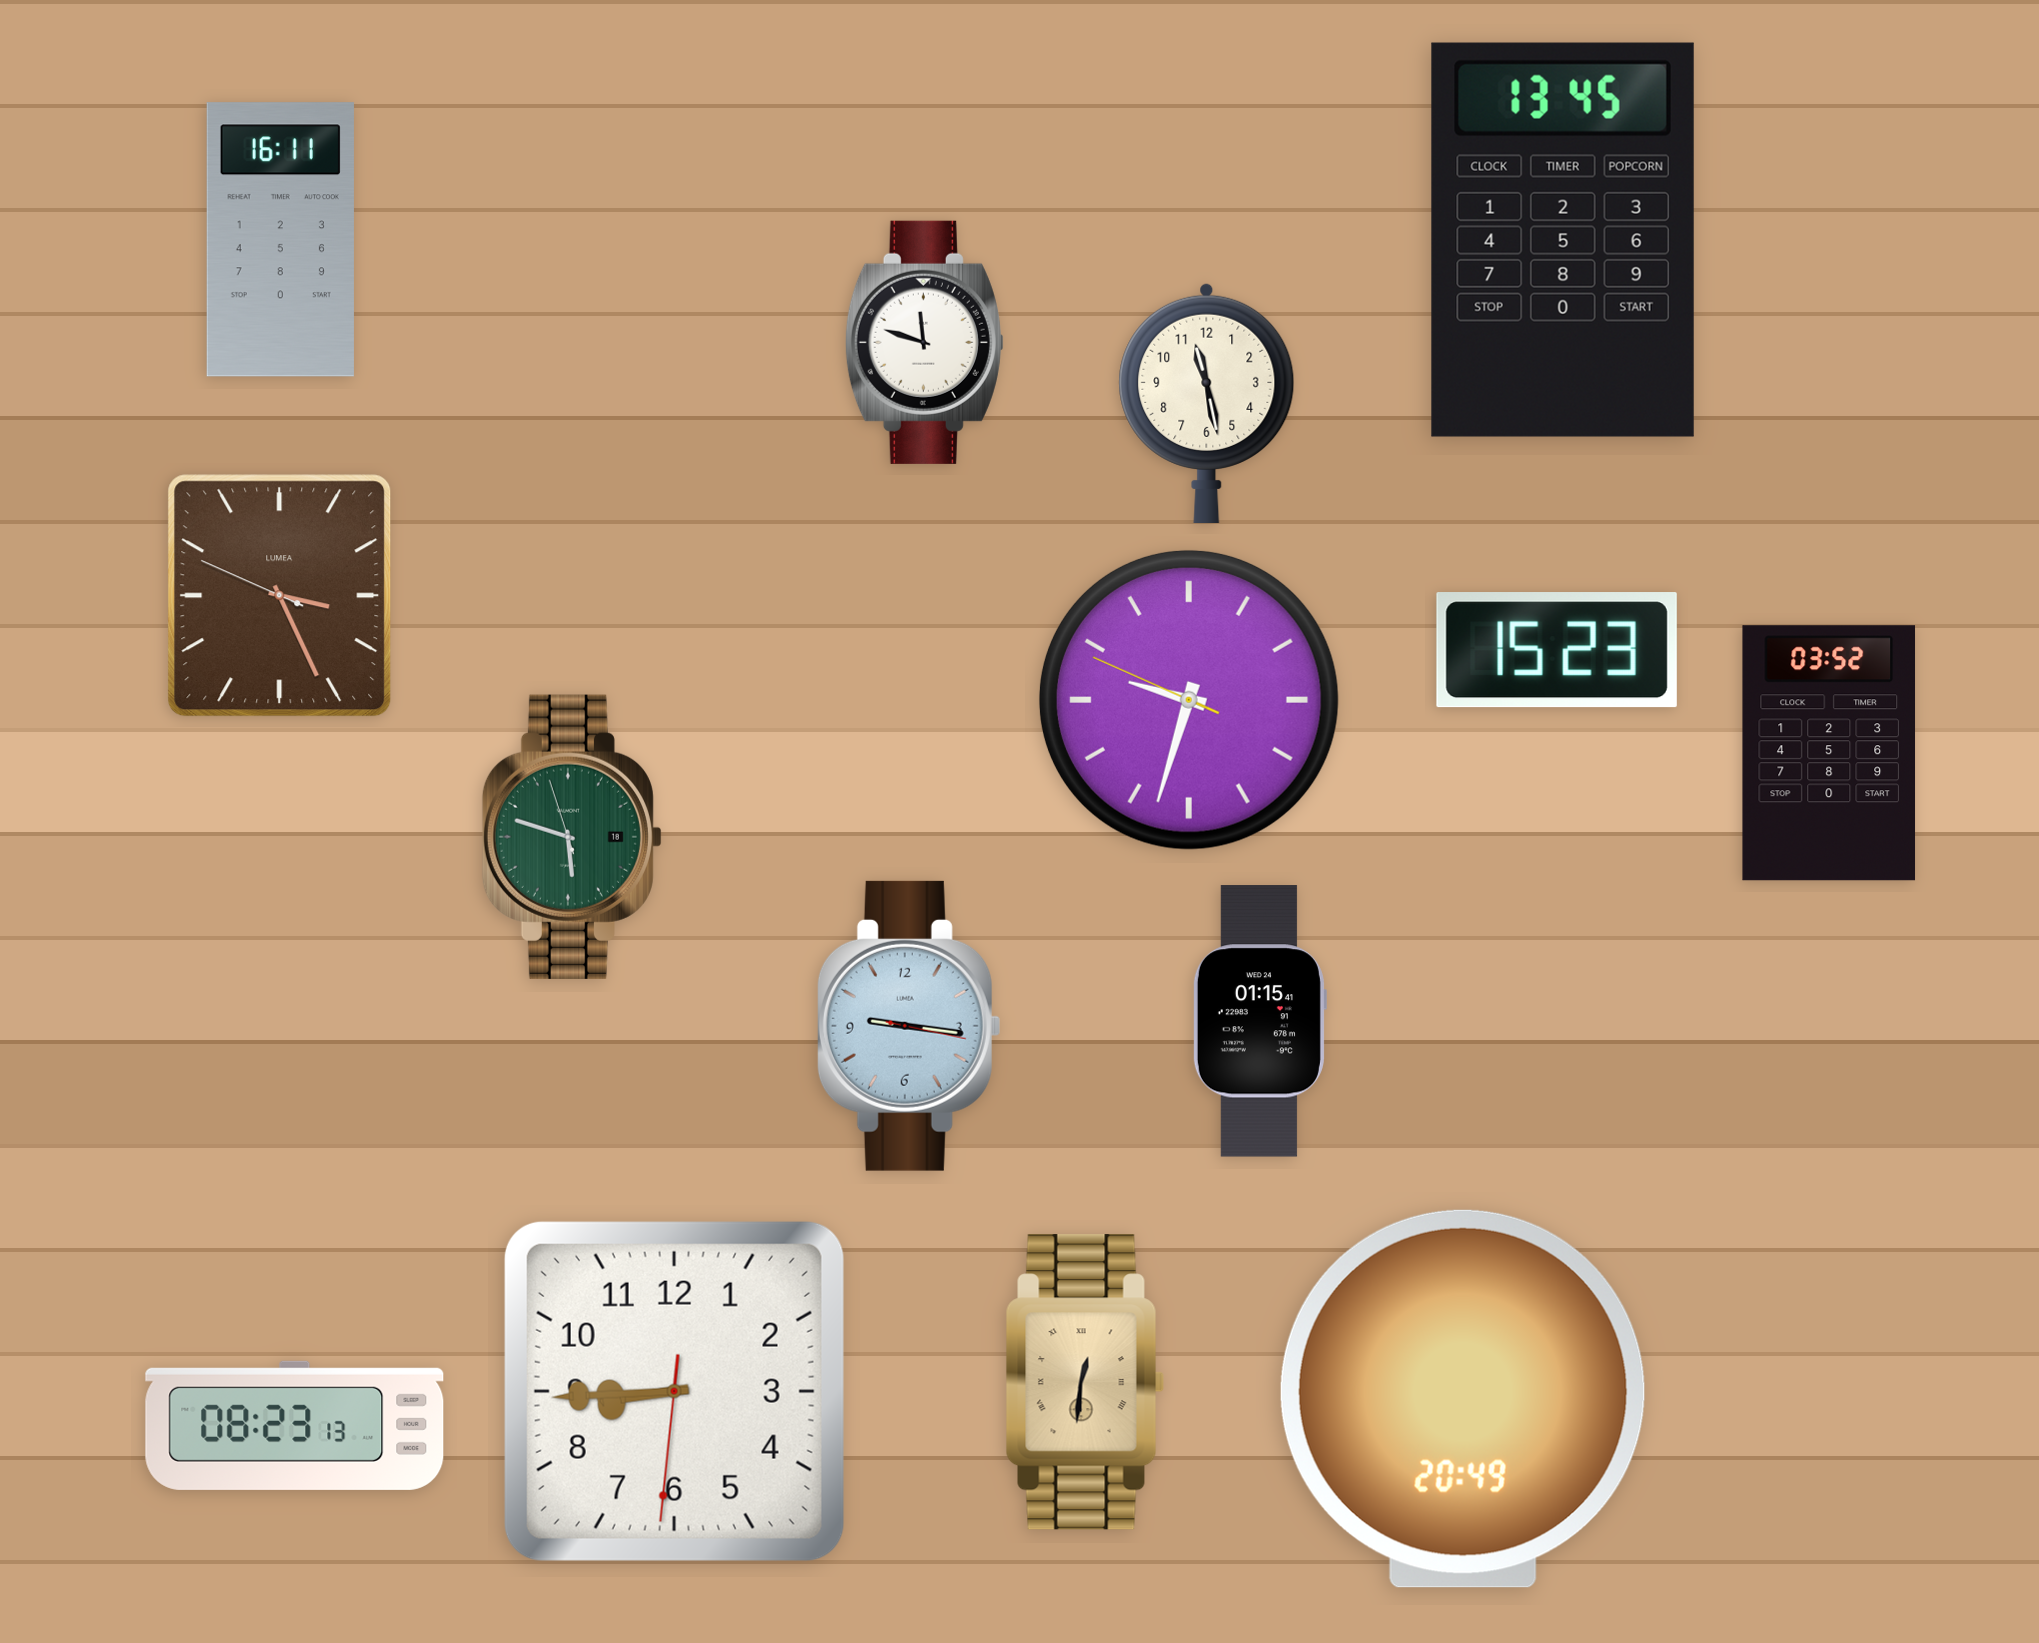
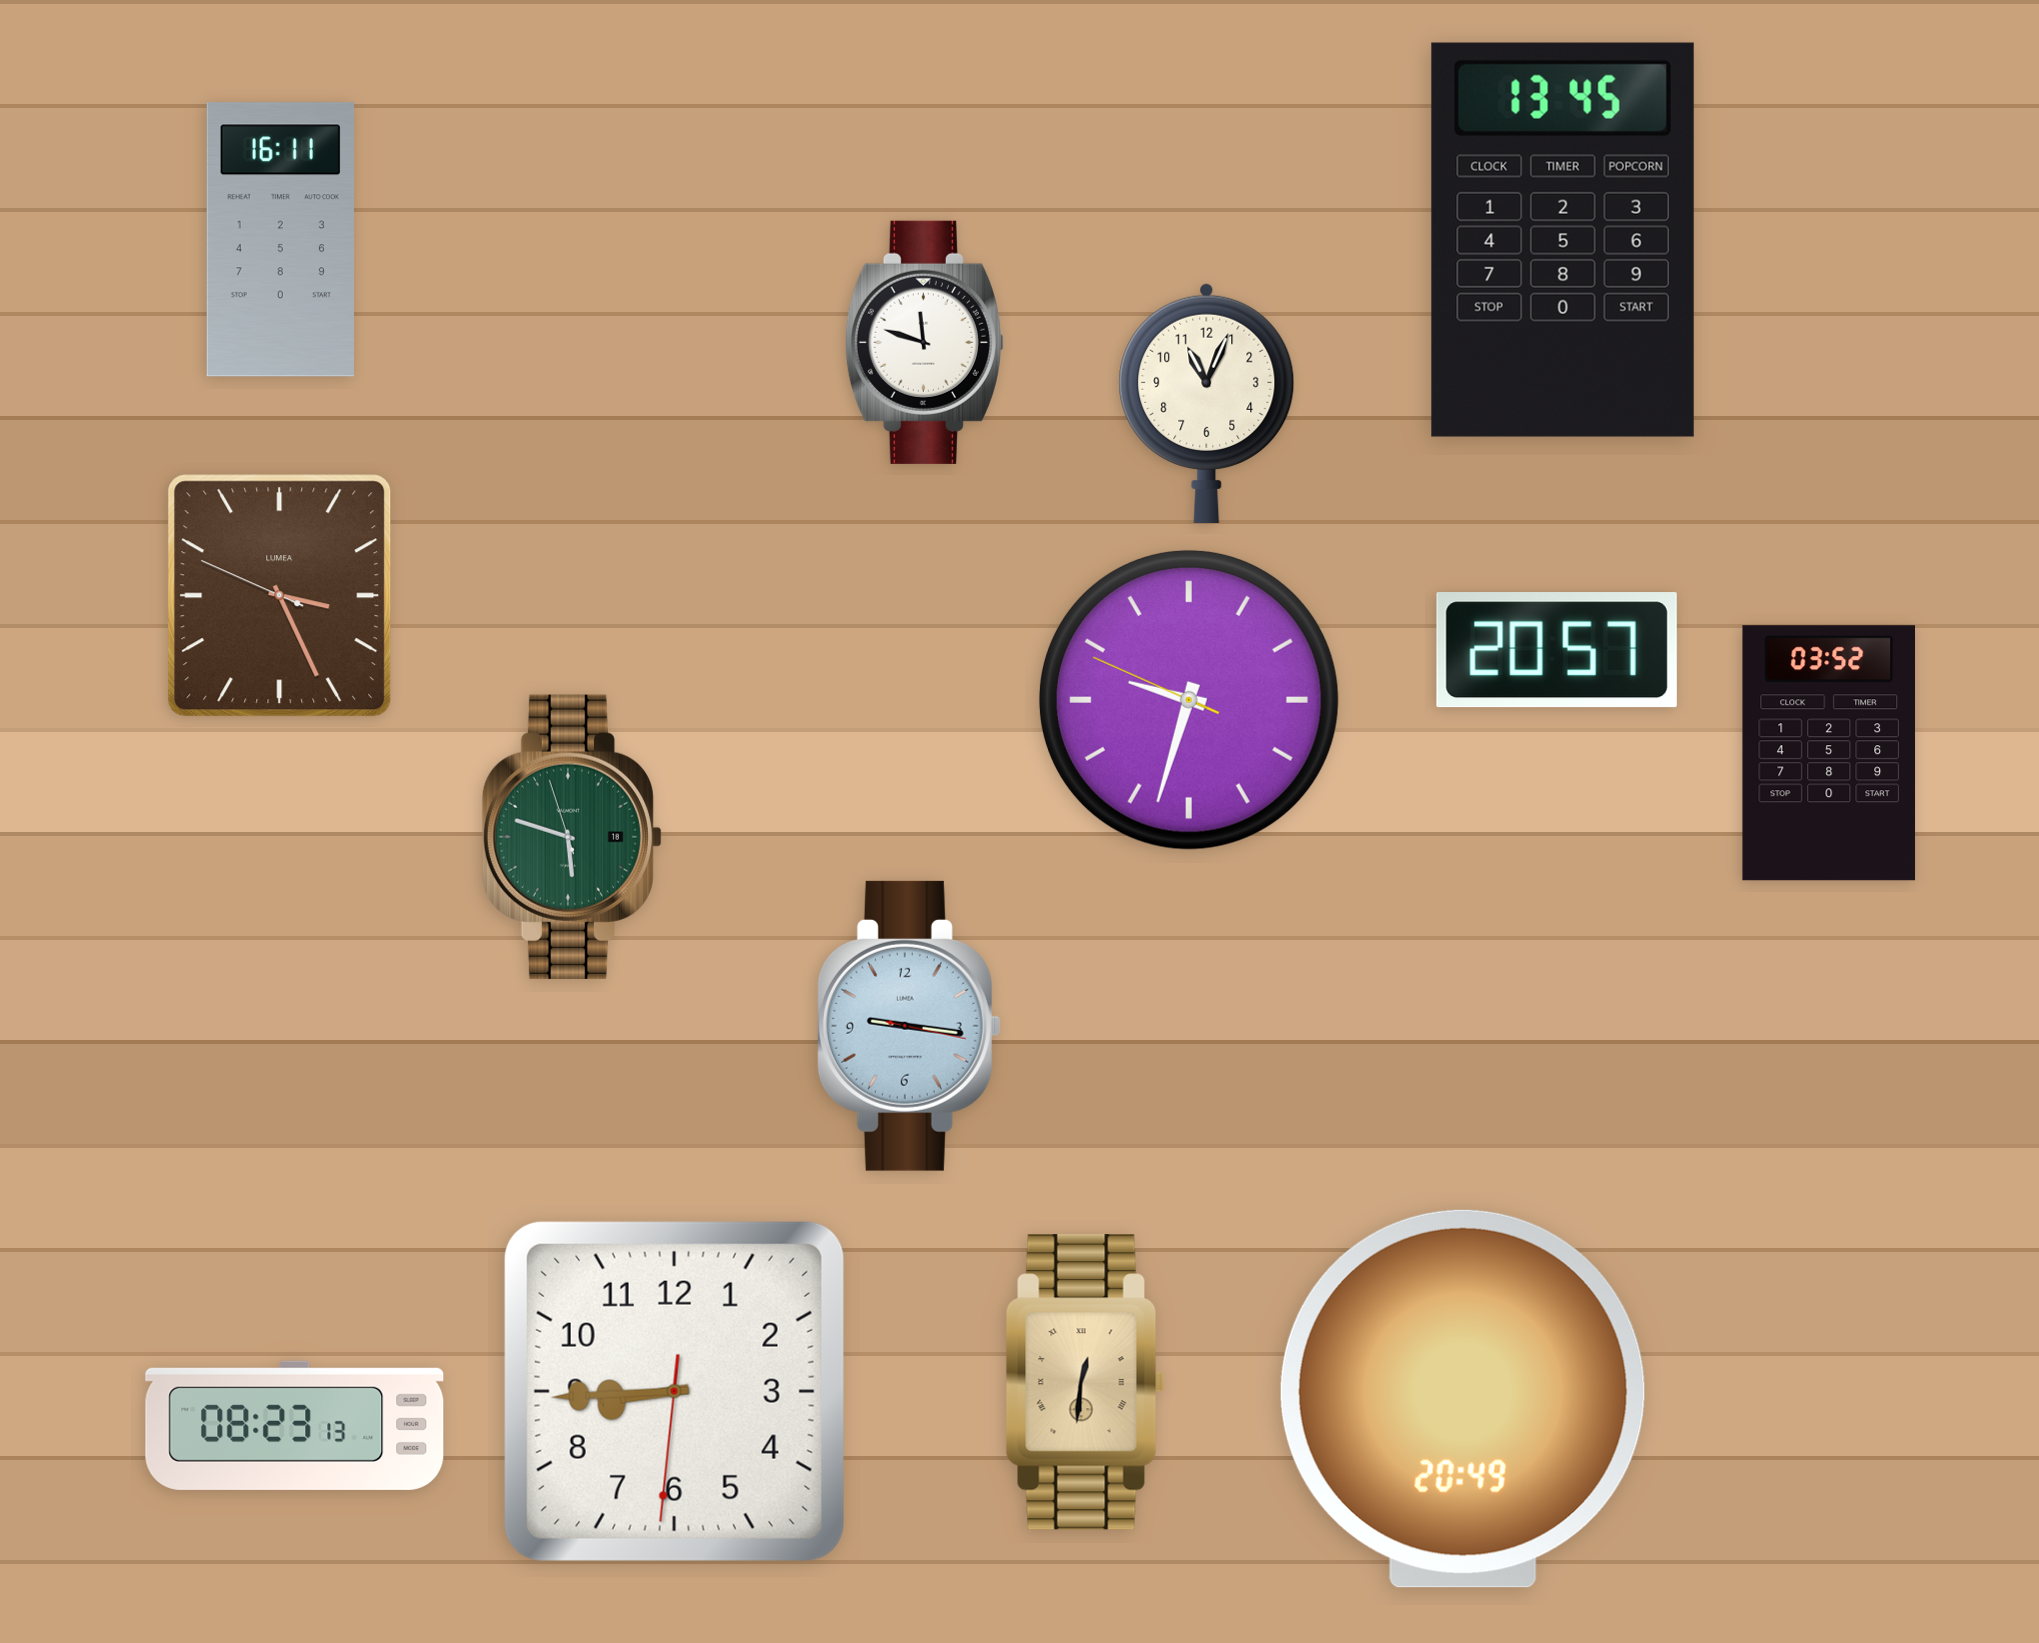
clock at (1207, 402): 11:28 -> 11:04
clock at (1557, 651): 15:23 -> 20:57
clock at (1259, 1021): 01:15 -> none
